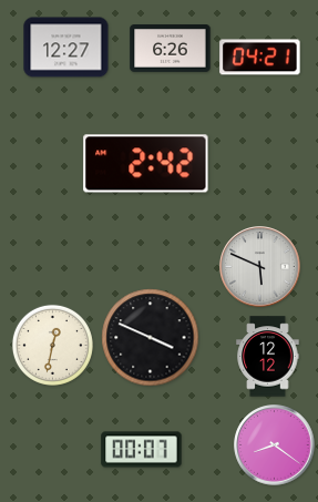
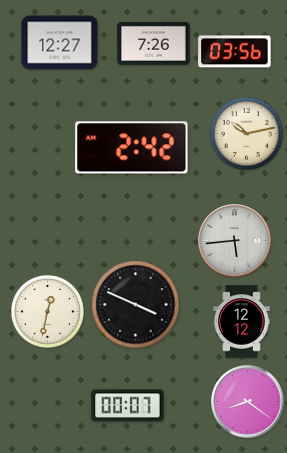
clock at (171, 49): 6:26 -> 7:26
clock at (260, 58): 04:21 -> 03:56
clock at (246, 133): none -> 10:13
clock at (260, 267): 5:49 -> 5:44
